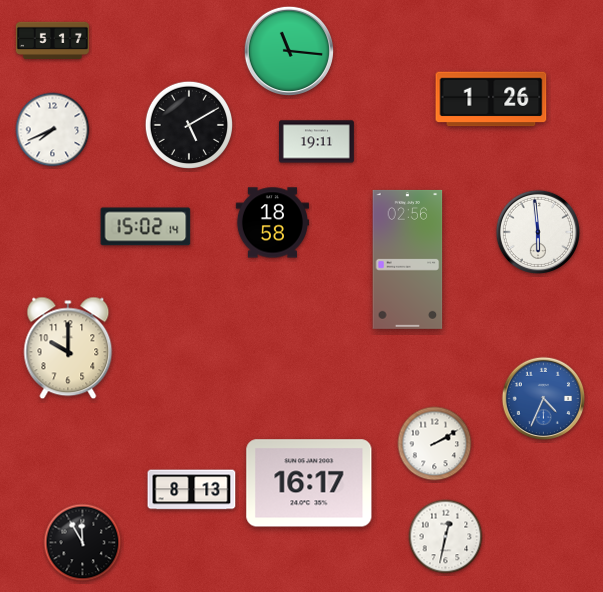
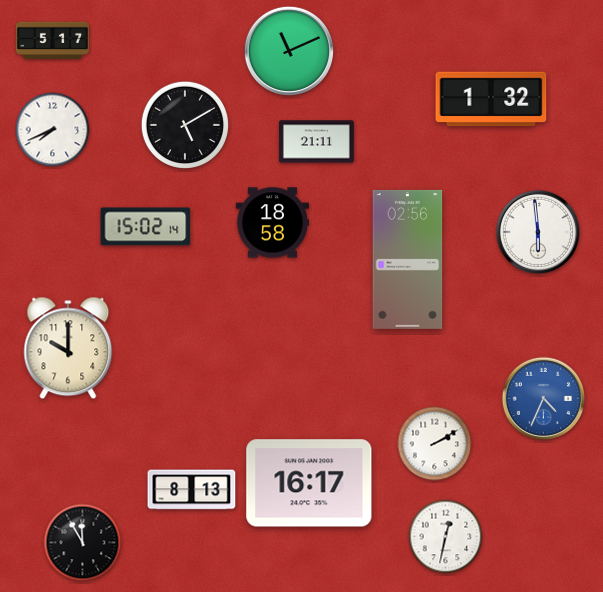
clock at (289, 51): 11:16 -> 11:11
clock at (491, 99): 1:26 -> 1:32
clock at (188, 124) position: (188, 124) -> (184, 124)
clock at (316, 142): 19:11 -> 21:11
